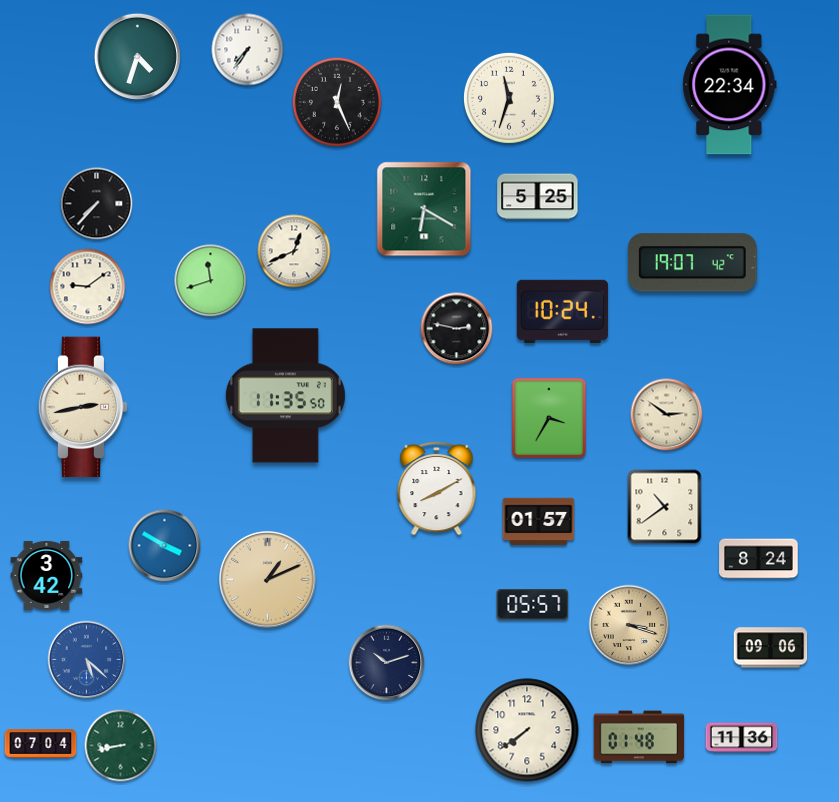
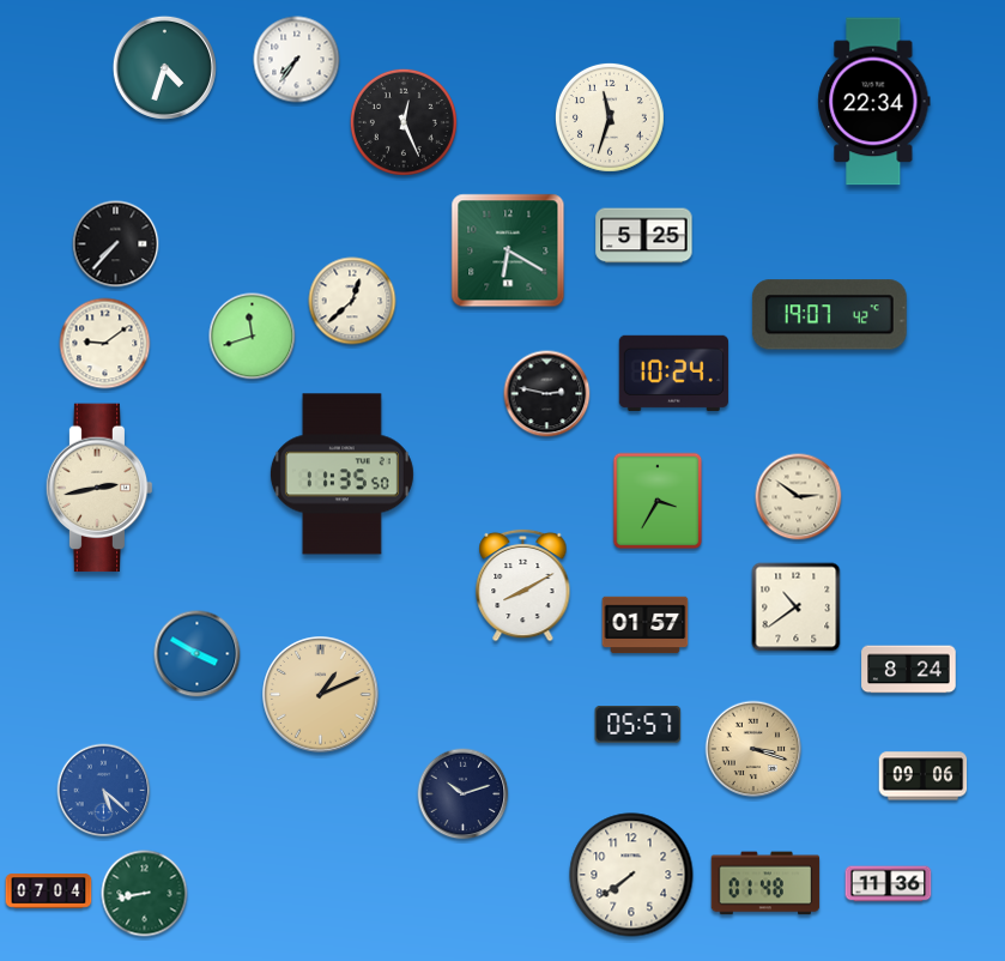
clock at (294, 251): 12:41 -> 12:38
clock at (47, 575): 3:42 -> none
